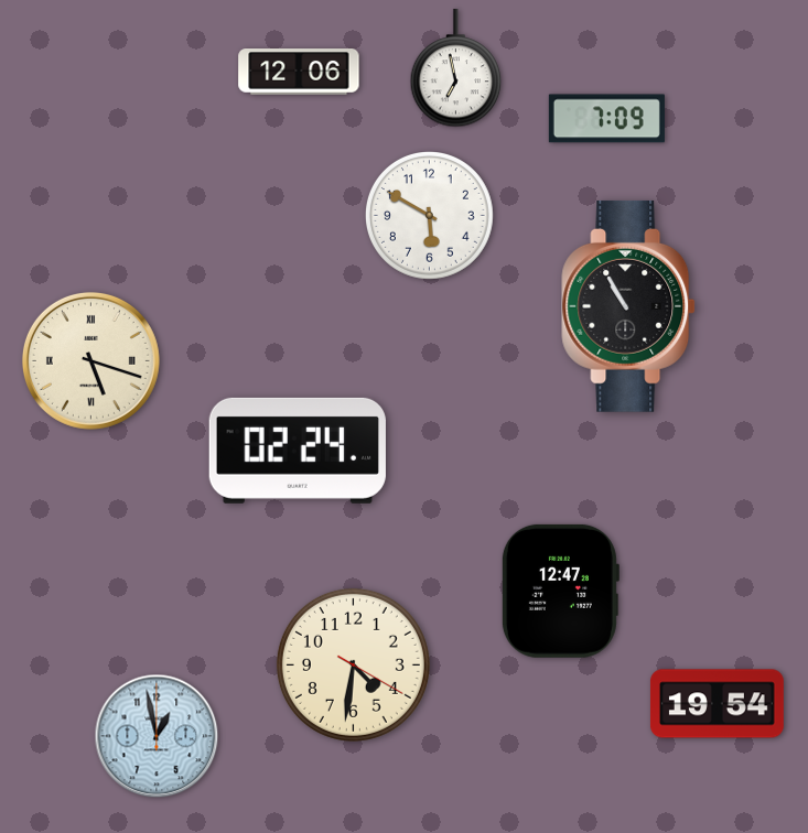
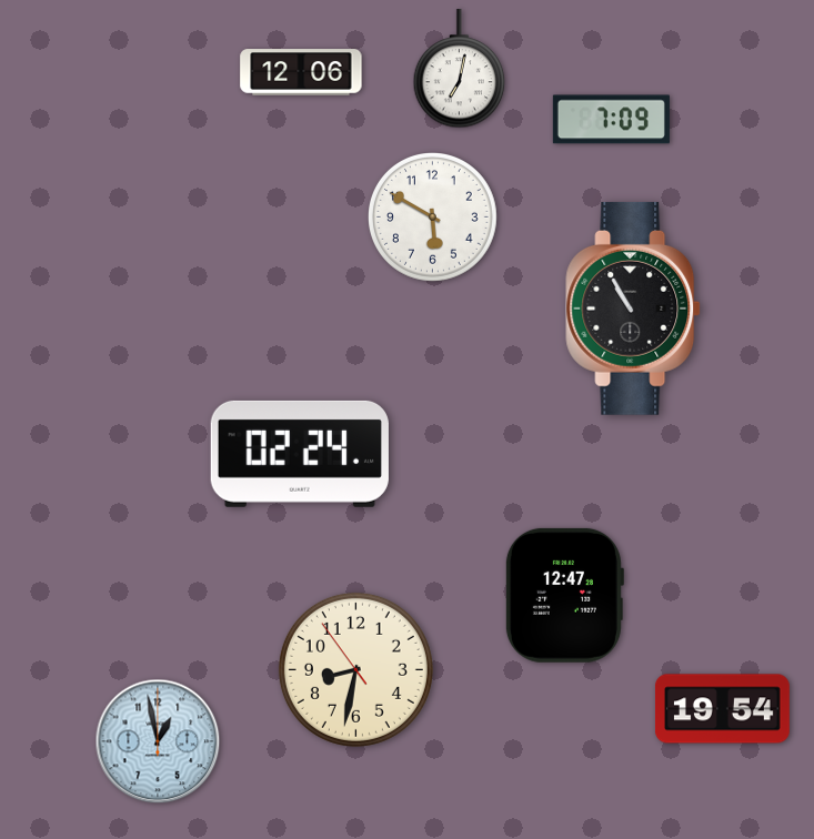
clock at (456, 68): 6:58 -> 7:02
clock at (90, 360): 5:18 -> none
clock at (353, 664): 4:31 -> 8:31
